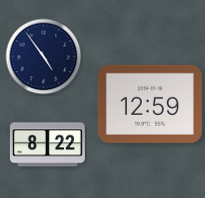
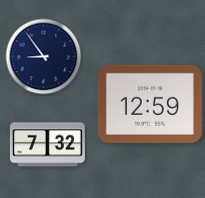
clock at (44, 57): 4:54 -> 8:54
clock at (47, 145): 8:22 -> 7:32
